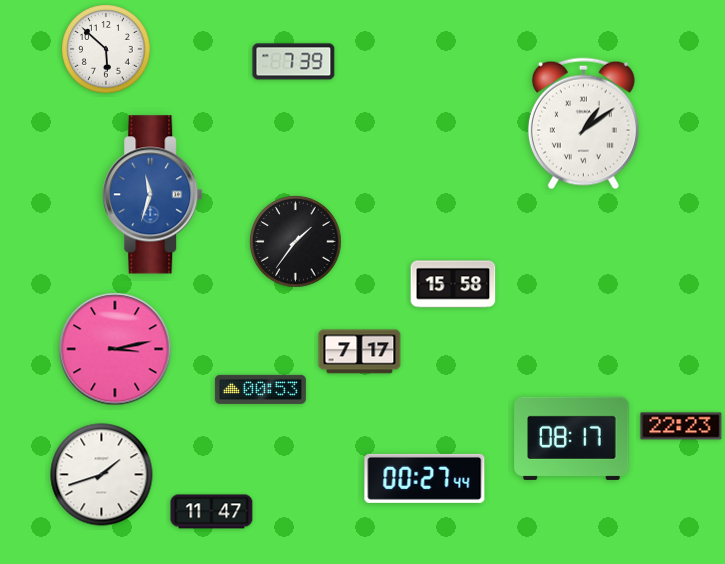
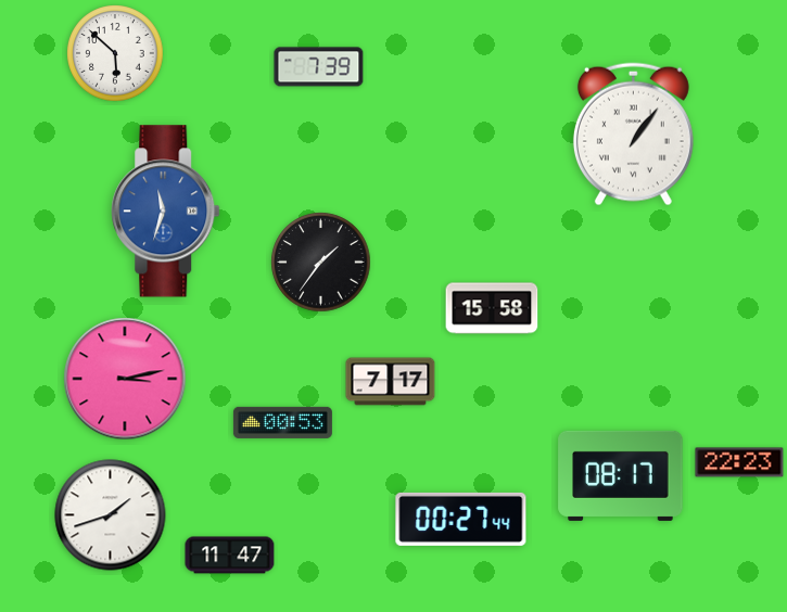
clock at (583, 124): 1:09 -> 1:06
